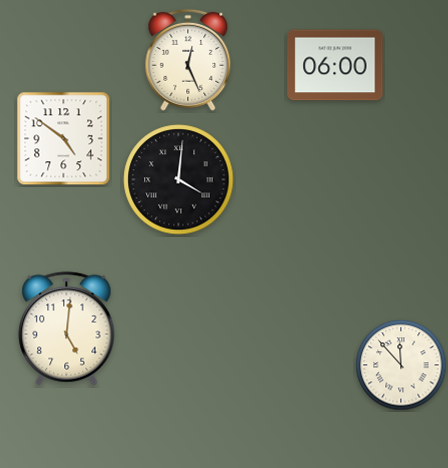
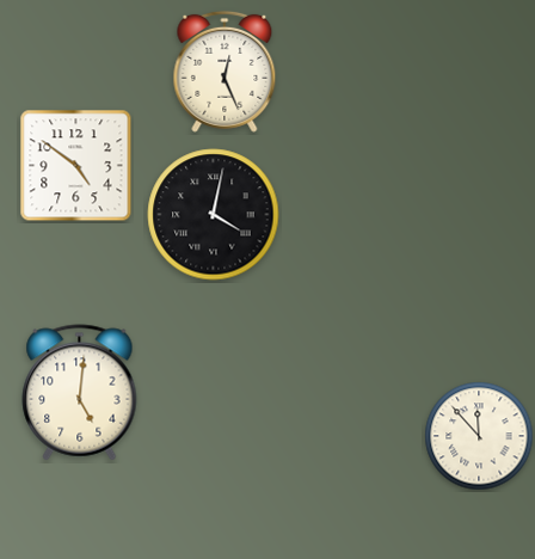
clock at (335, 65): 06:00 -> none
clock at (179, 180): 4:01 -> 4:02
